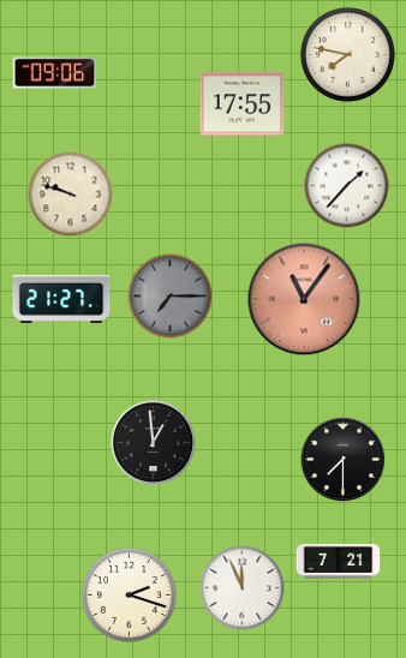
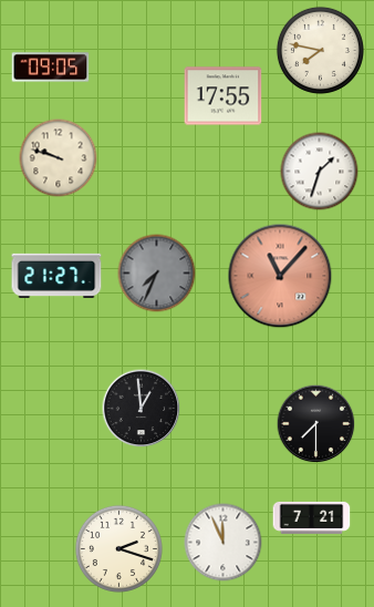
clock at (55, 73): 09:06 -> 09:05
clock at (347, 186): 1:37 -> 1:33
clock at (71, 195) position: (71, 195) -> (59, 158)
clock at (171, 297): 7:15 -> 7:34
clock at (304, 299): 11:06 -> 11:07
